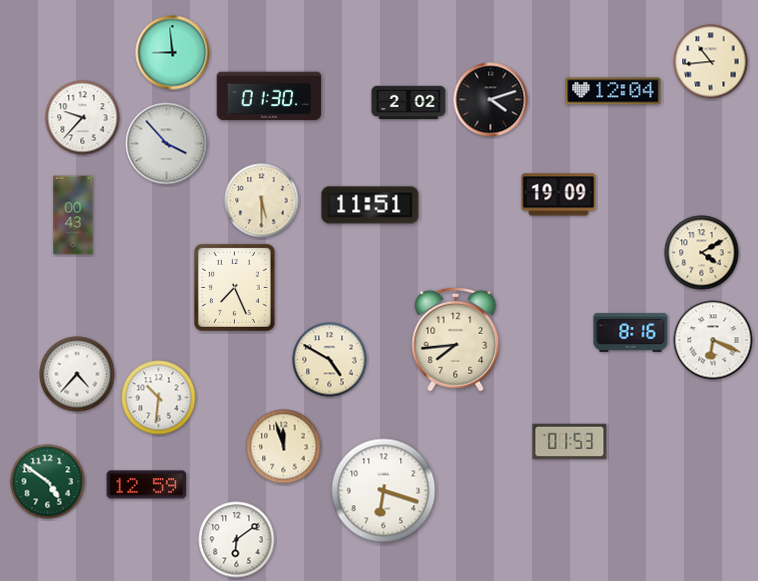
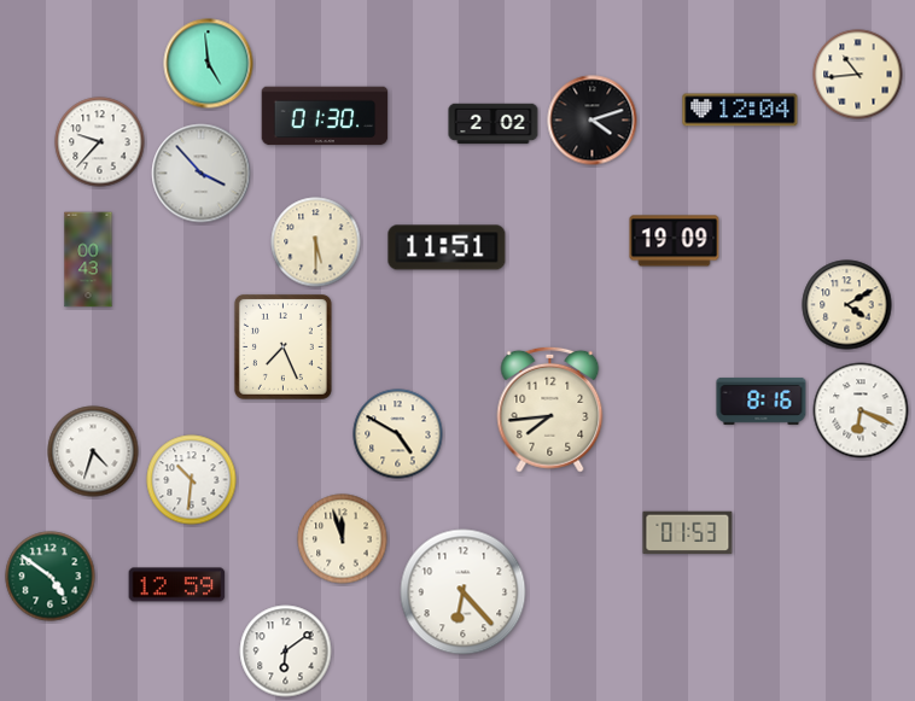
clock at (173, 53): 8:59 -> 4:59
clock at (559, 195) position: (559, 195) -> (675, 241)
clock at (77, 374): 4:37 -> 4:33
clock at (48, 482) position: (48, 482) -> (51, 577)
clock at (384, 491): 6:18 -> 6:23
